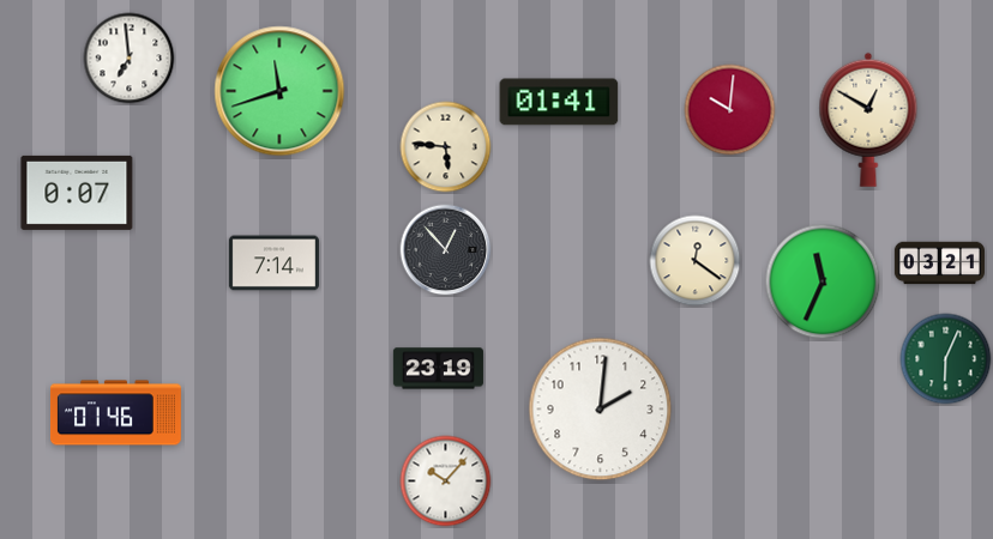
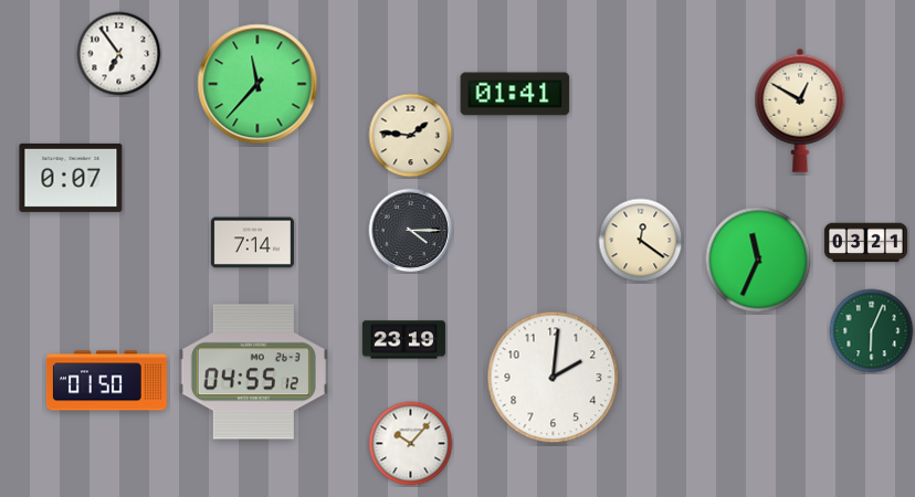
clock at (130, 59): 6:59 -> 6:54
clock at (279, 91): 11:42 -> 11:37
clock at (730, 110): 10:01 -> none
clock at (446, 147): 5:46 -> 1:46
clock at (446, 250): 12:53 -> 4:15
clock at (253, 372): none -> 04:55
clock at (115, 413): 01:46 -> 01:50
